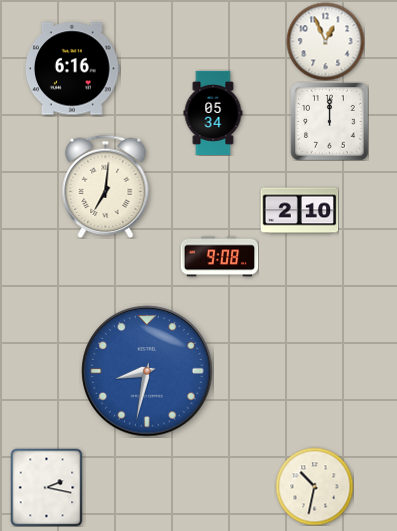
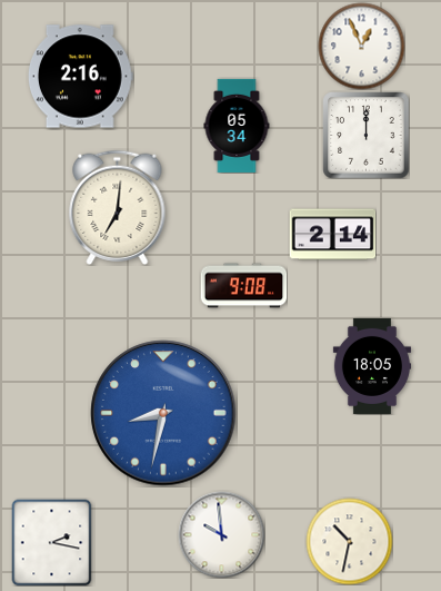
clock at (72, 69): 6:16 -> 2:16
clock at (299, 211): 2:10 -> 2:14
clock at (372, 366): none -> 18:05
clock at (221, 534): none -> 9:59
